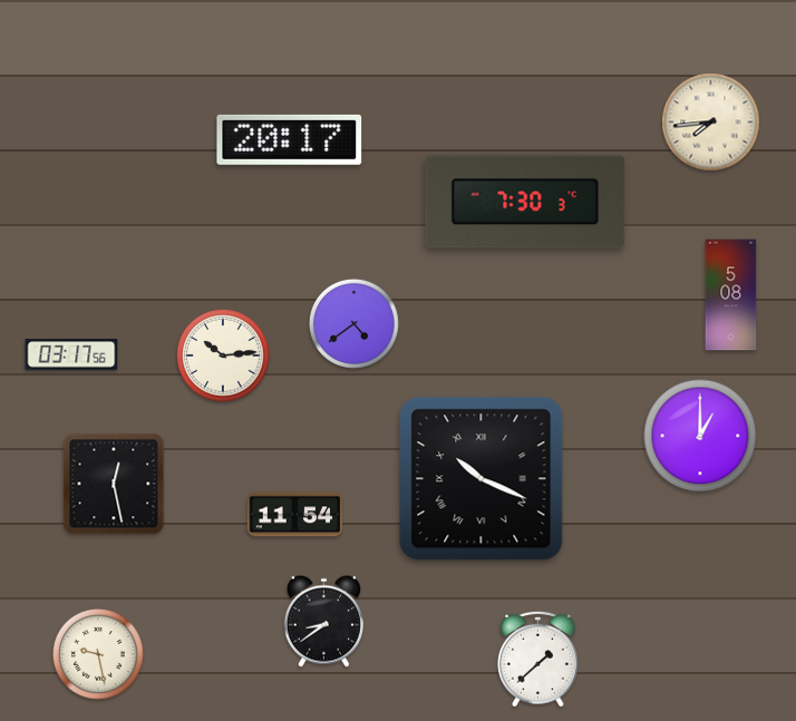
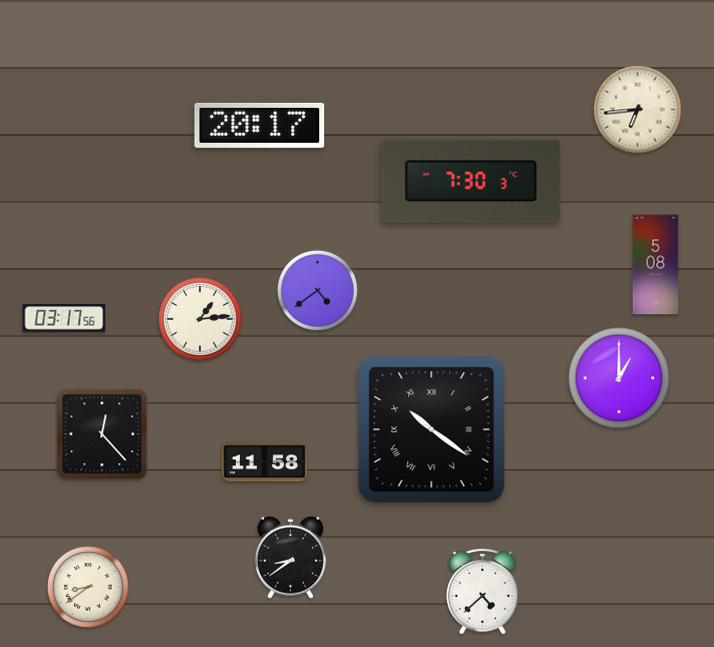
clock at (711, 123): 7:44 -> 6:44
clock at (223, 355): 10:14 -> 1:14
clock at (700, 436) position: (700, 436) -> (619, 378)
clock at (482, 479): 10:19 -> 10:21
clock at (114, 484): 12:28 -> 12:23
clock at (295, 515): 11:54 -> 11:58
clock at (98, 654): 9:28 -> 8:39
clock at (538, 659): 1:38 -> 4:38
